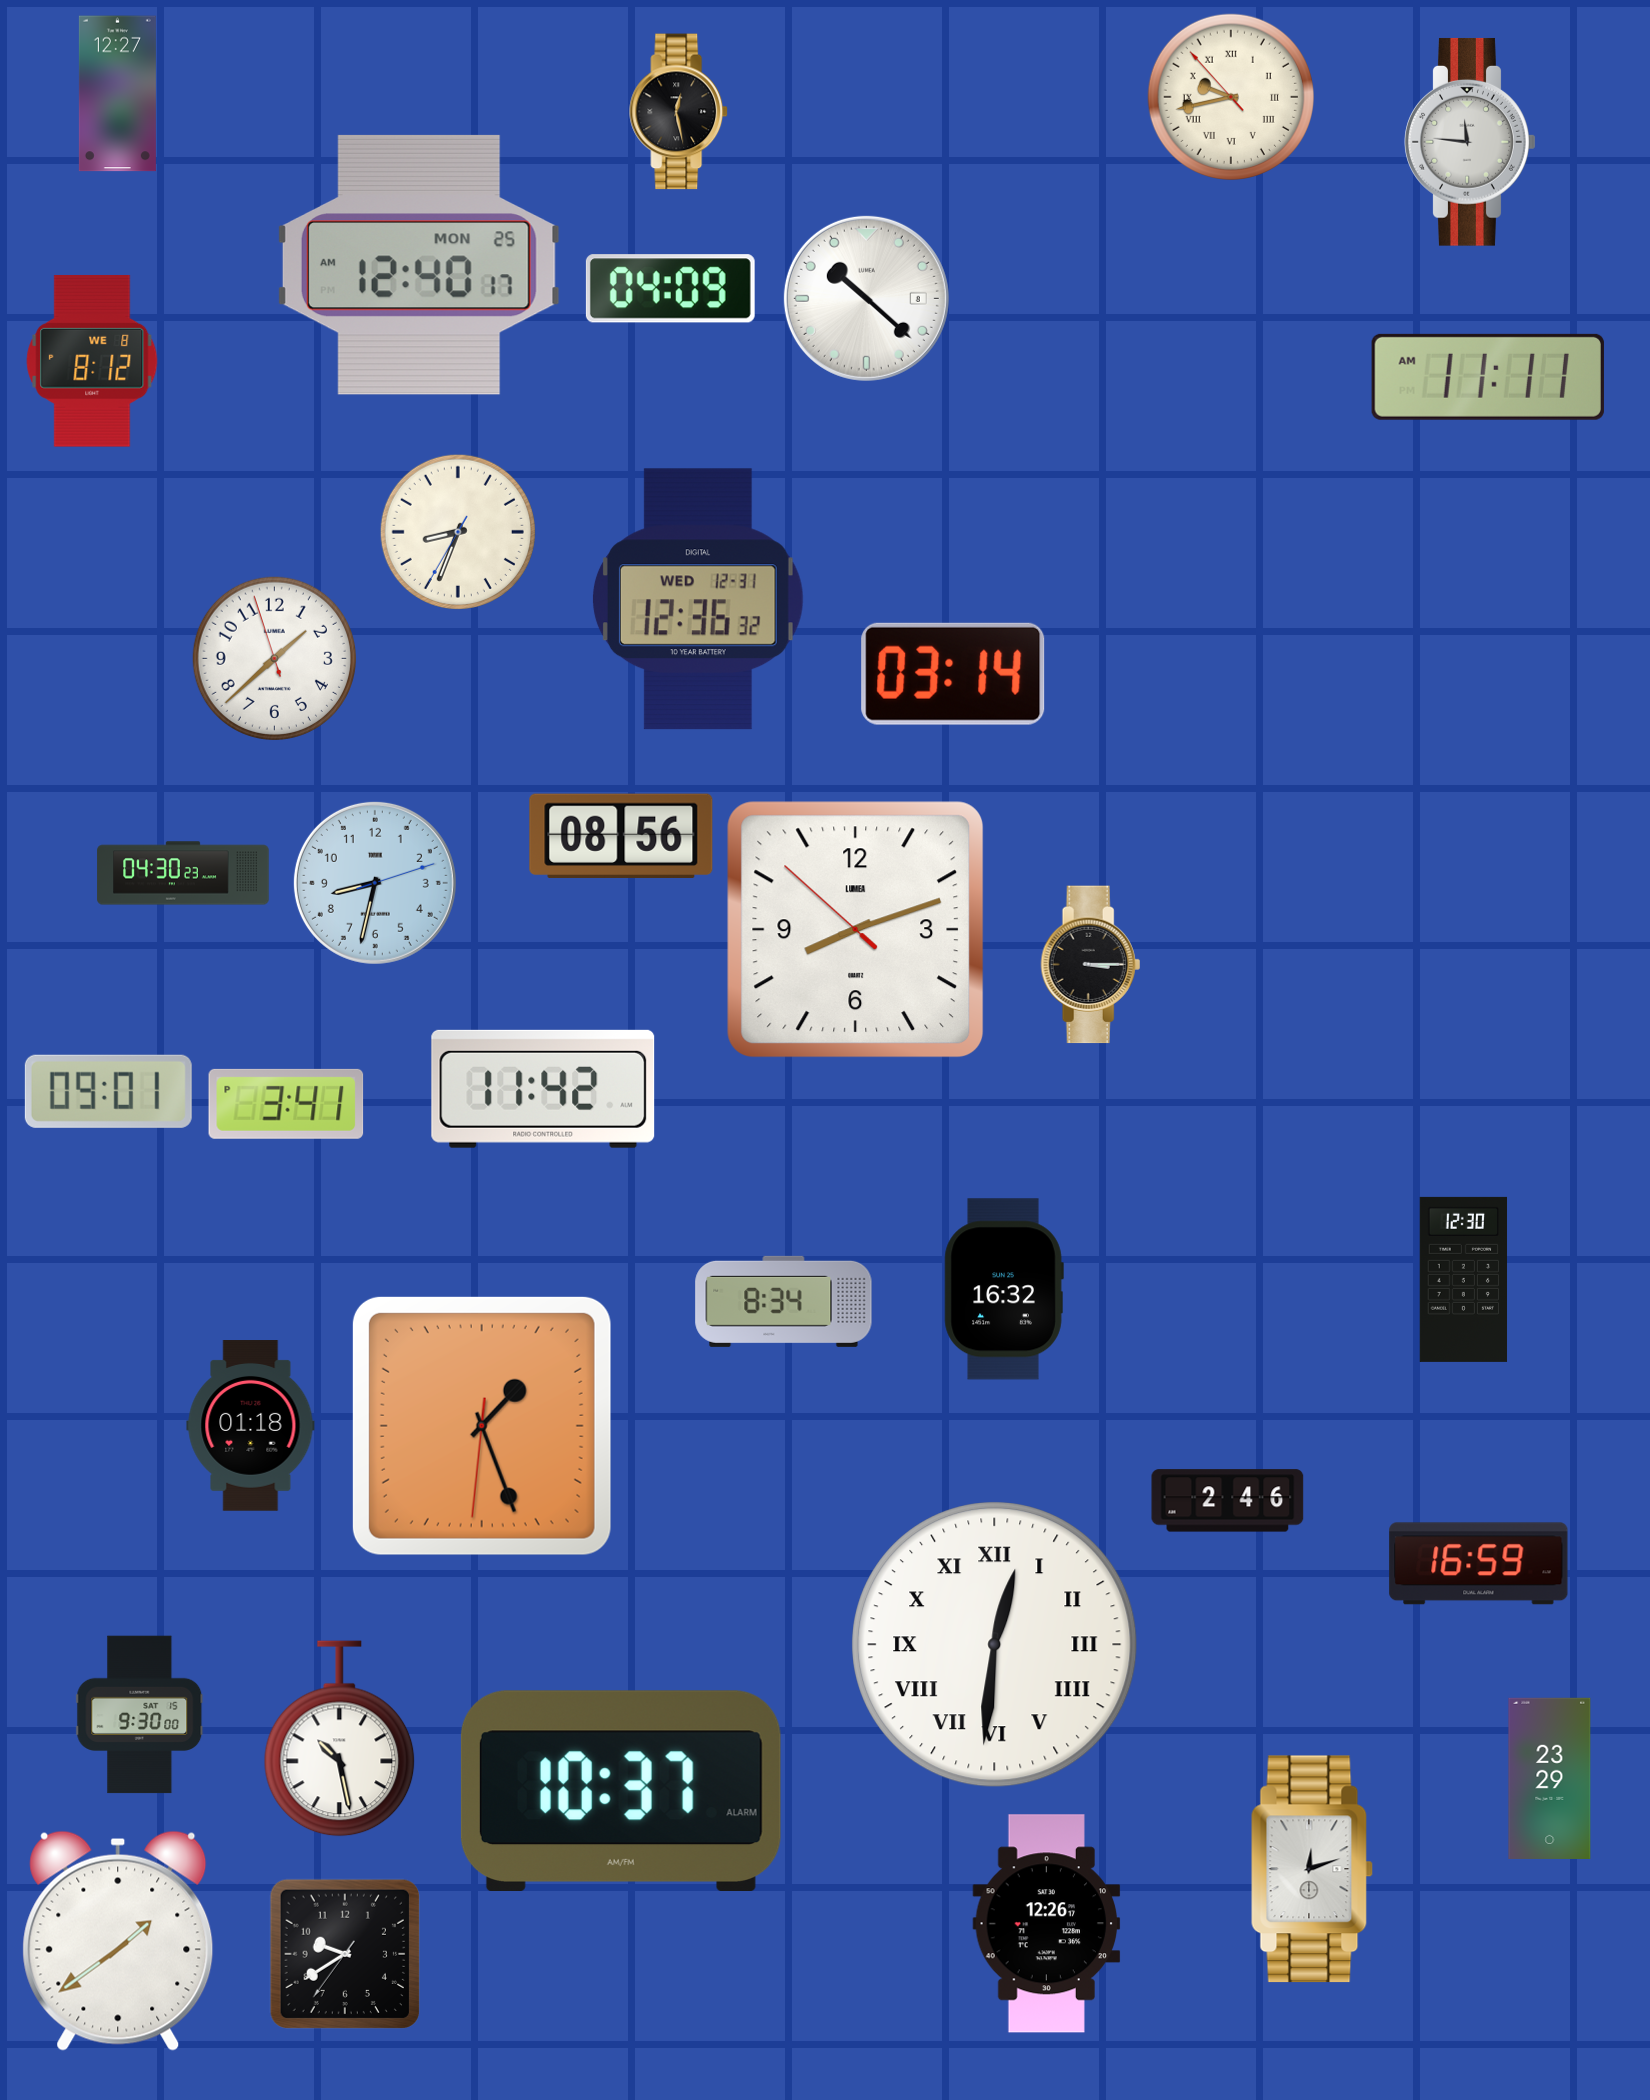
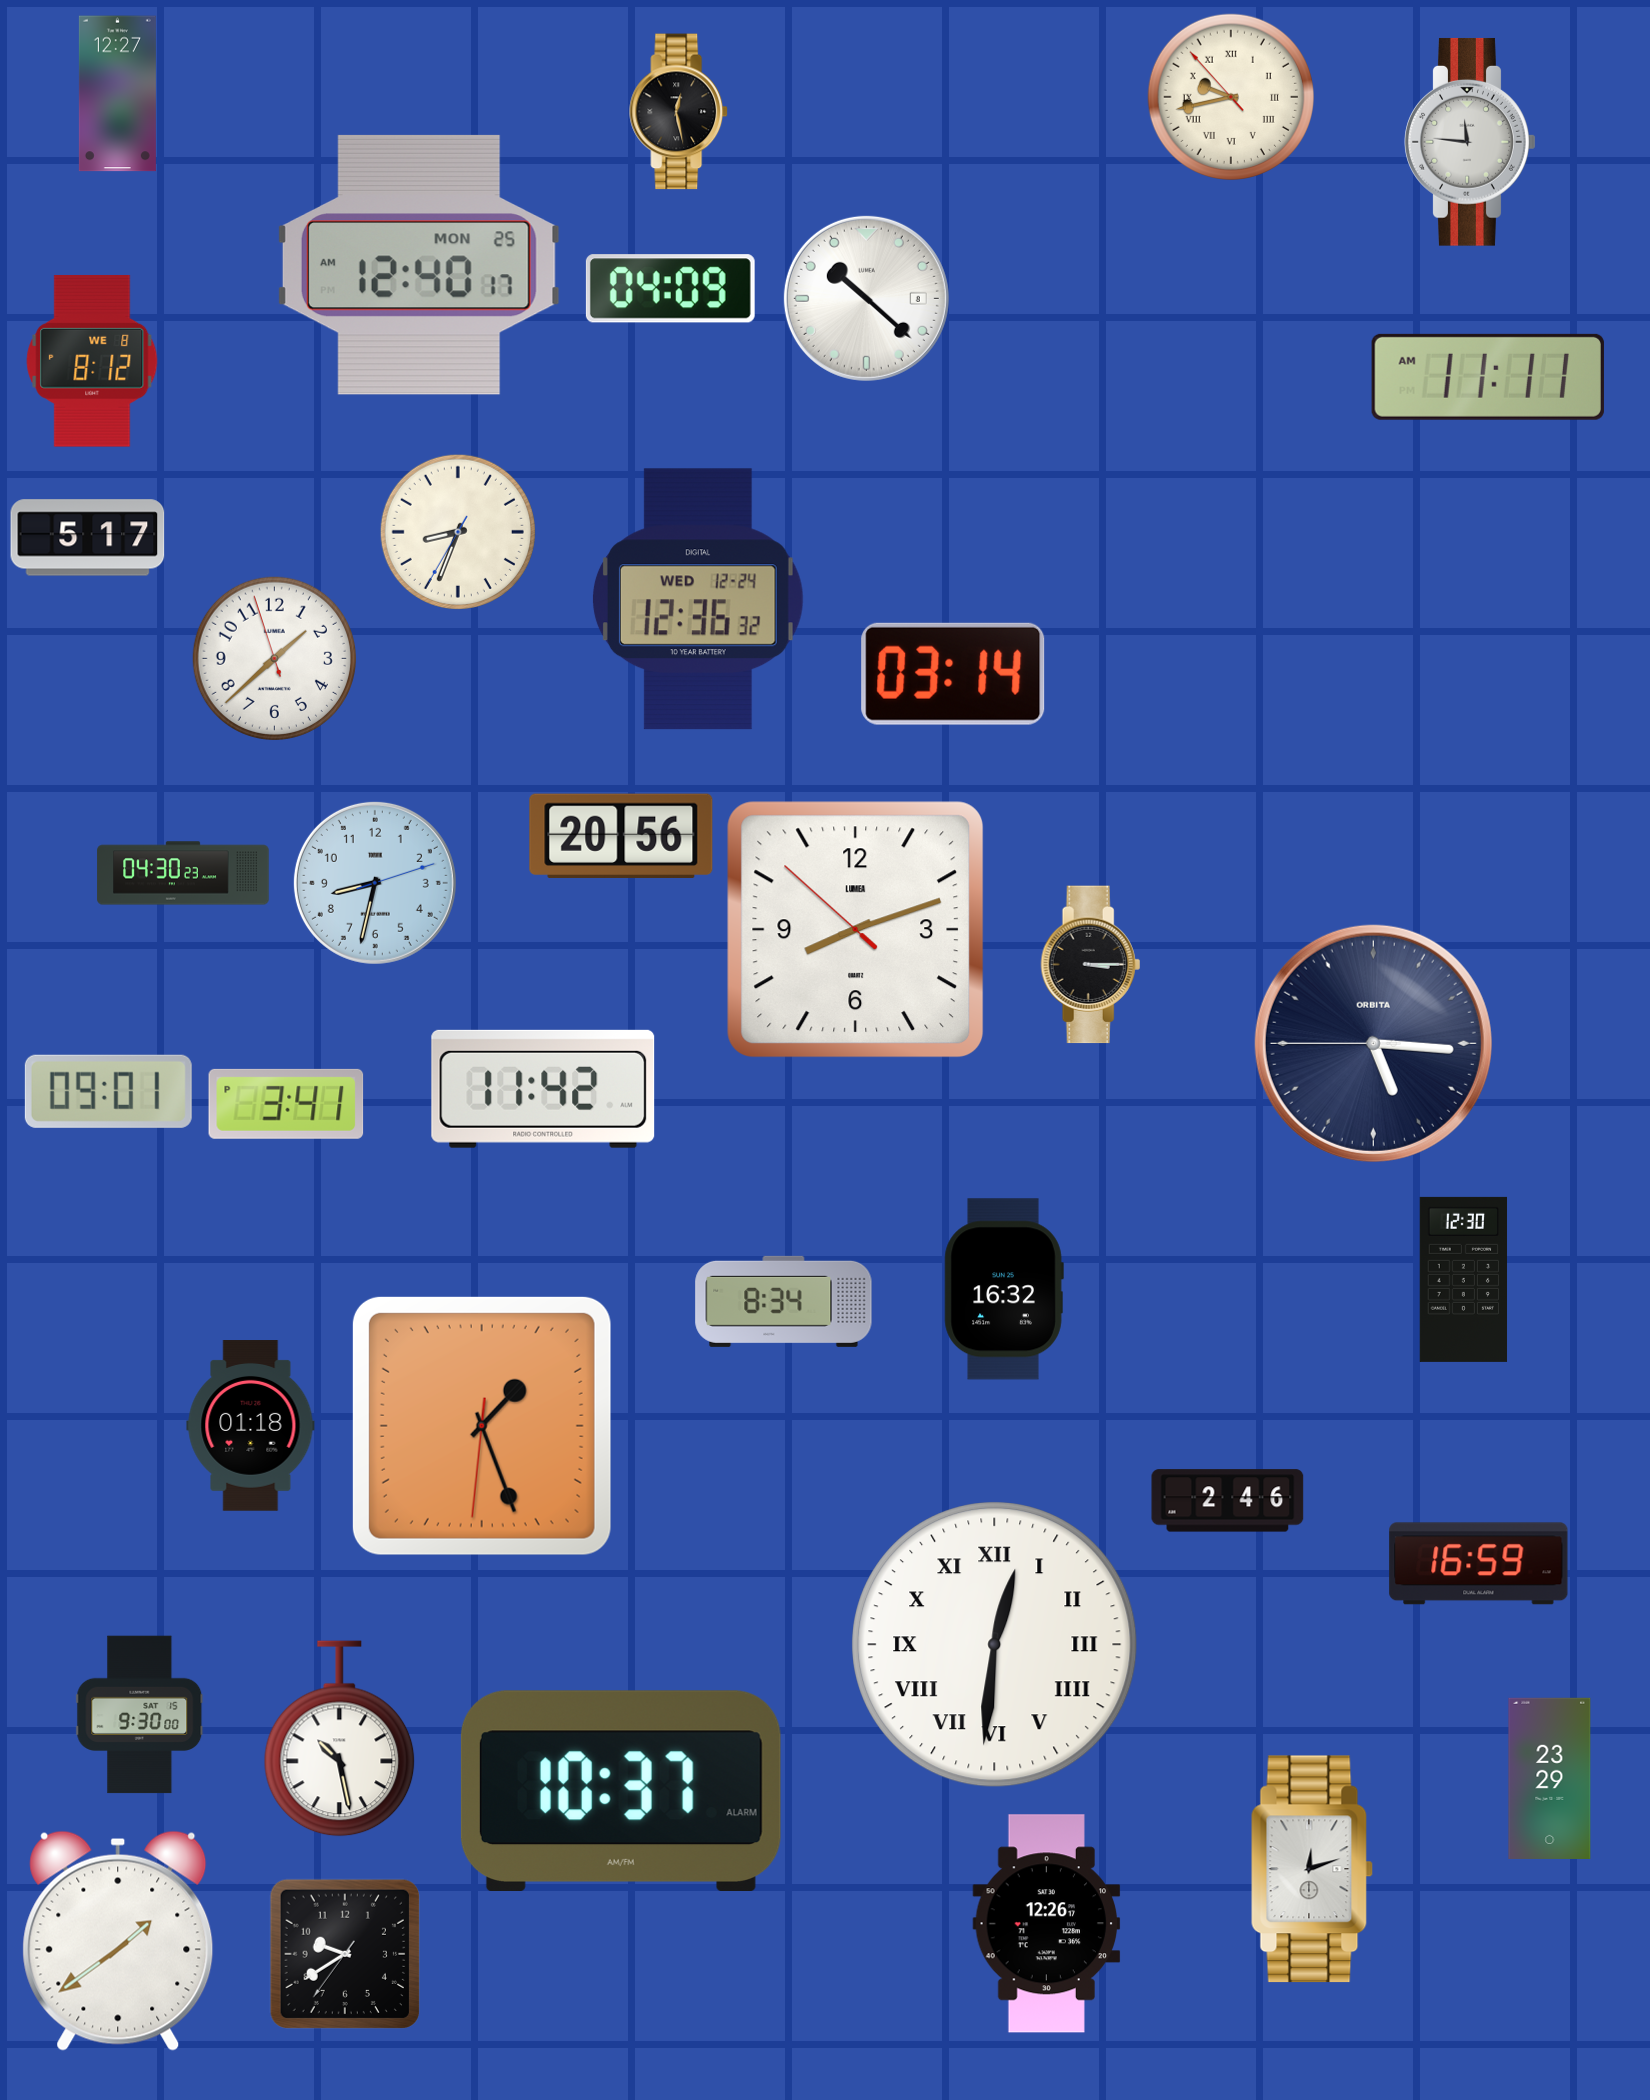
clock at (88, 538): none -> 5:17
clock at (698, 599) date: WED 12-31 -> WED 12-24
clock at (621, 836): 08:56 -> 20:56
clock at (1373, 1043): none -> 5:15
